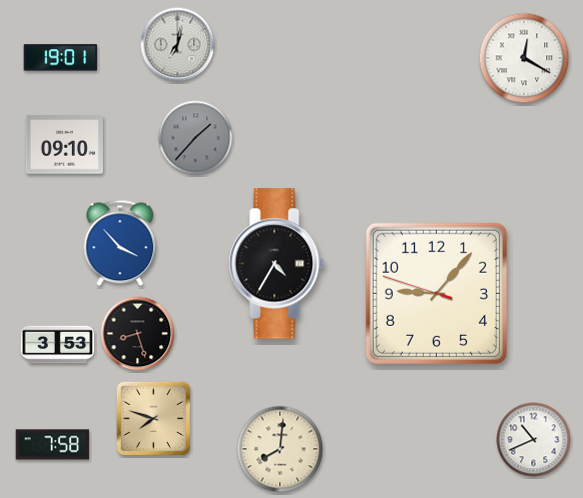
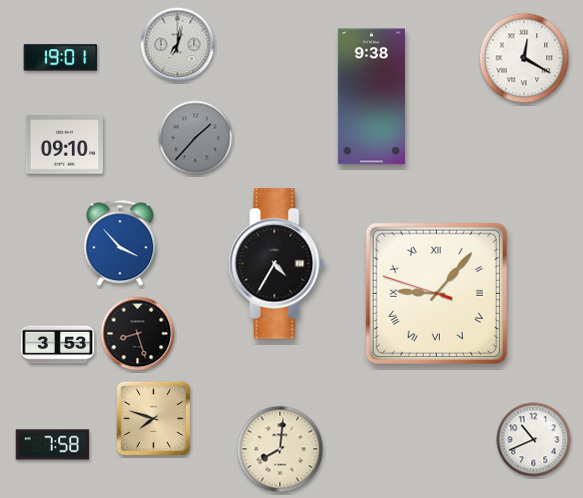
clock at (371, 97): none -> 9:38
clock at (436, 293) numerals: Arabic -> Roman
